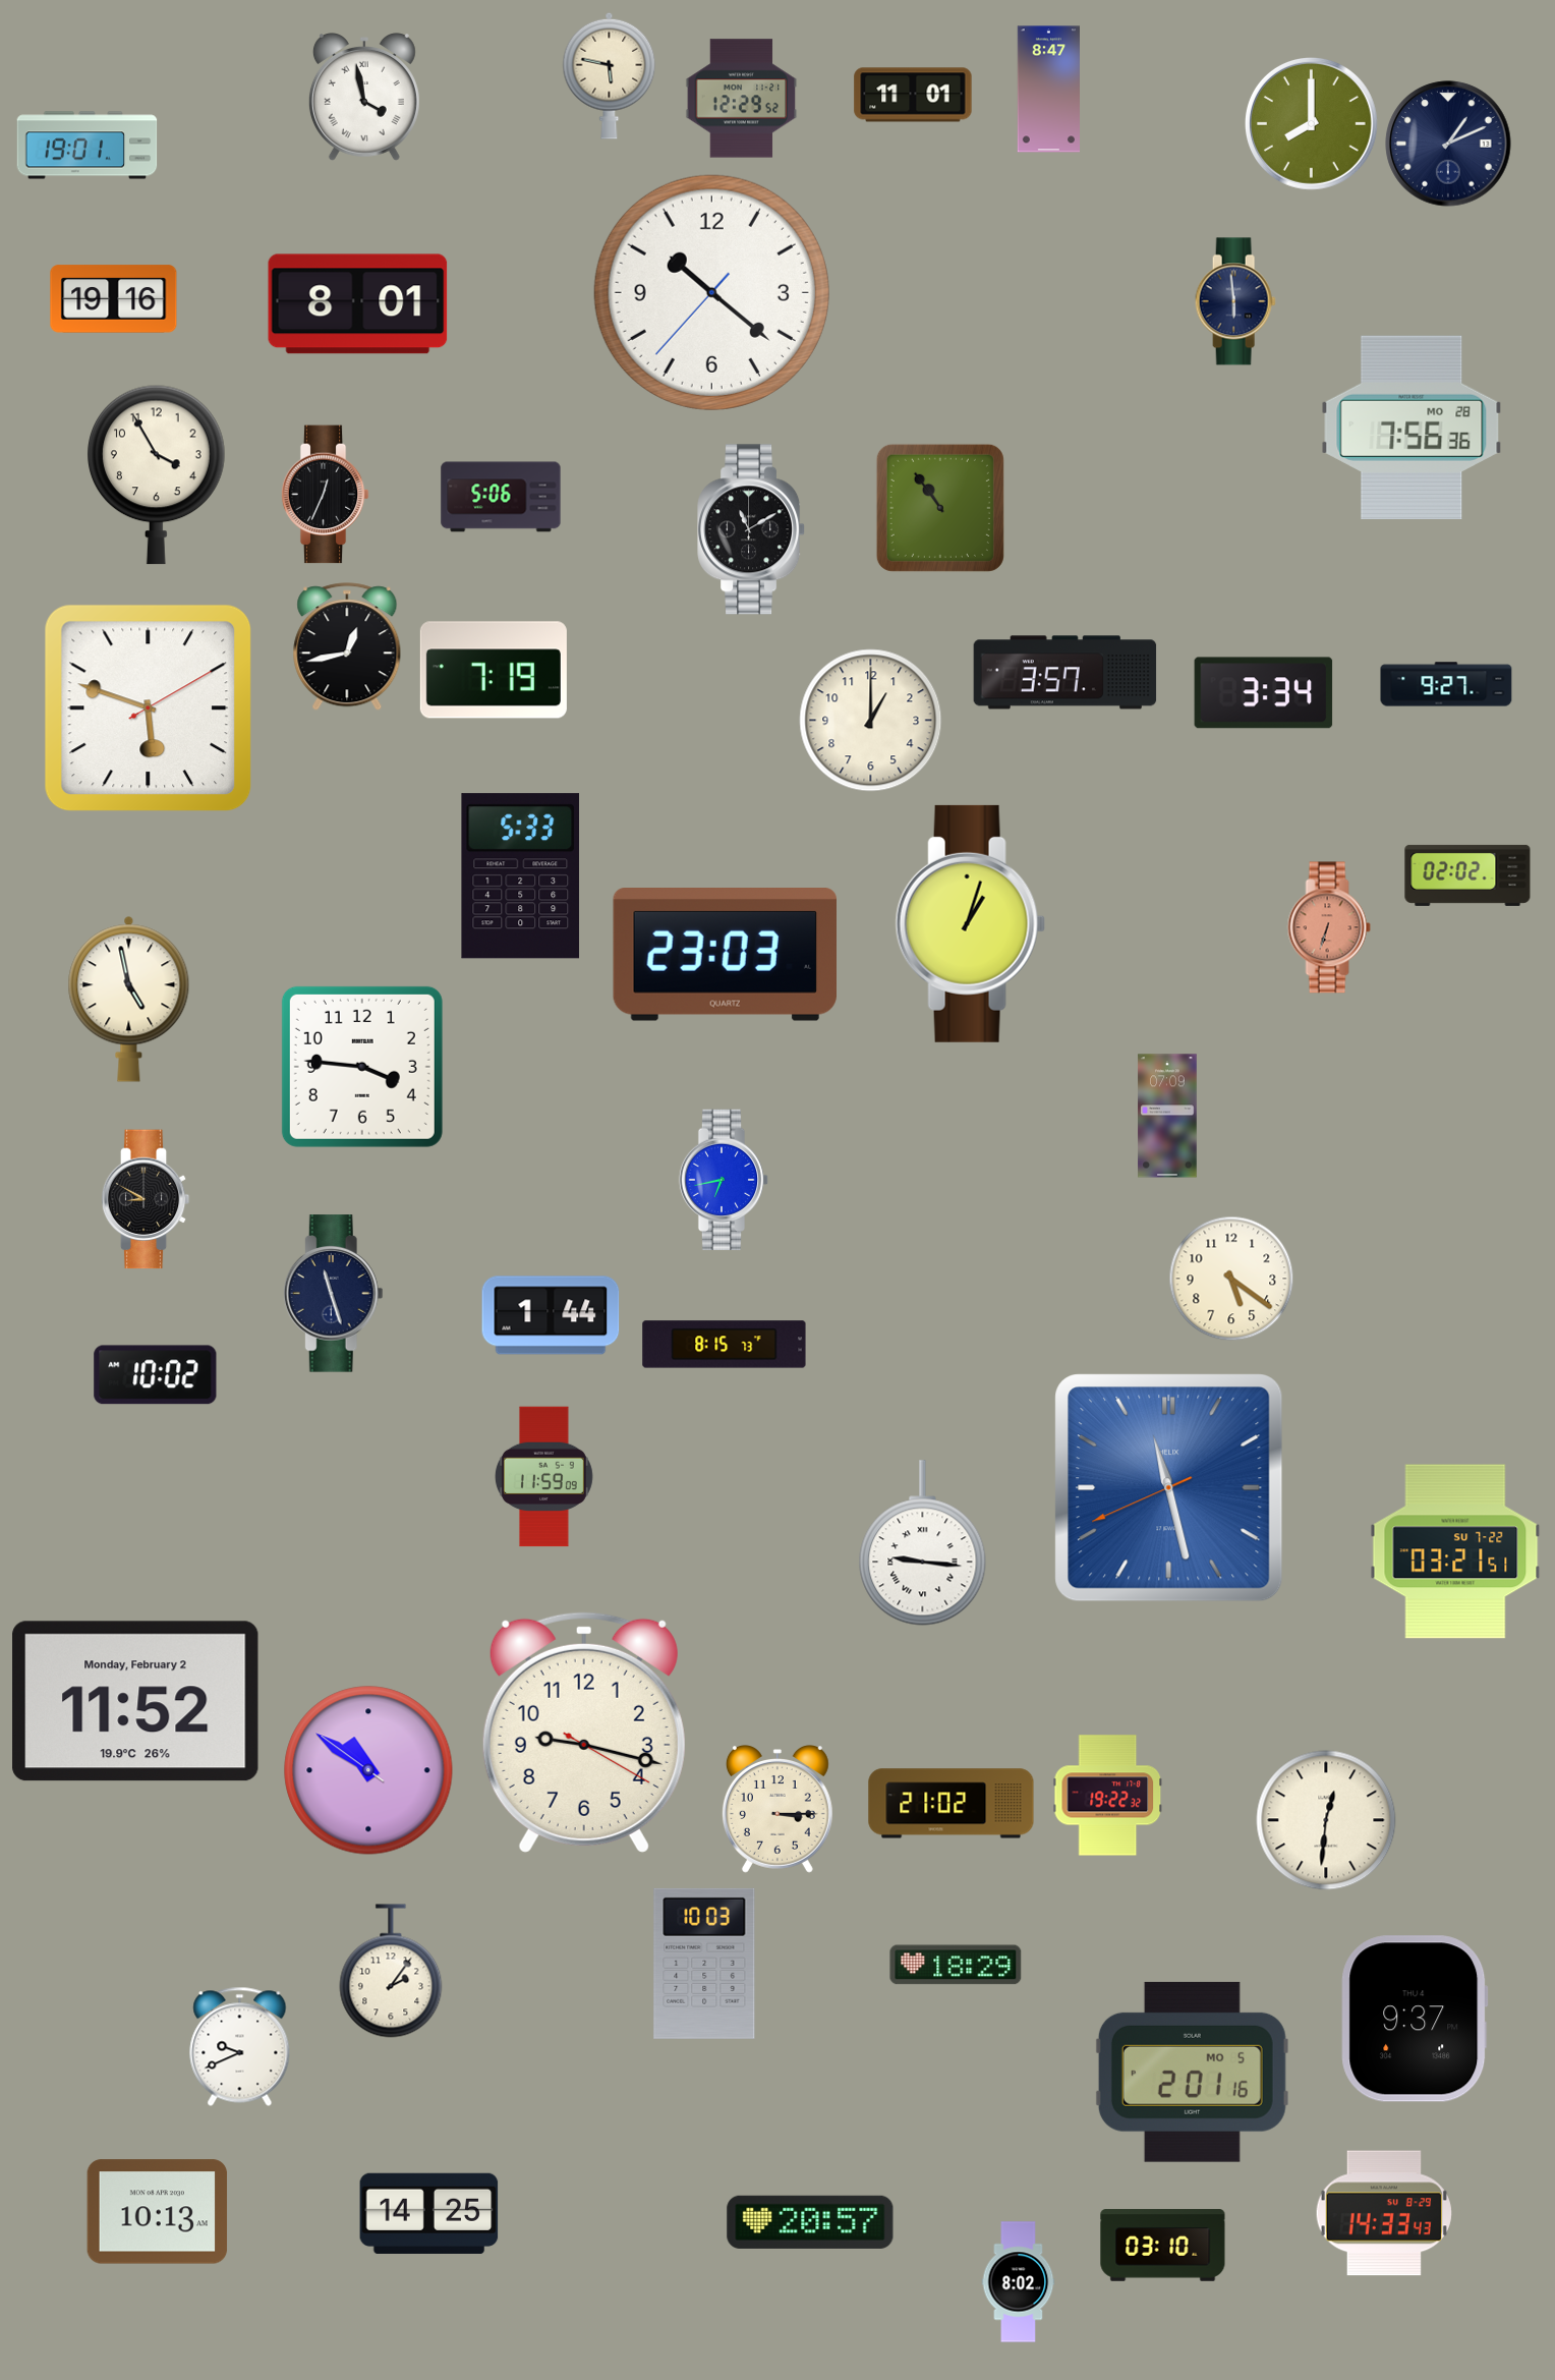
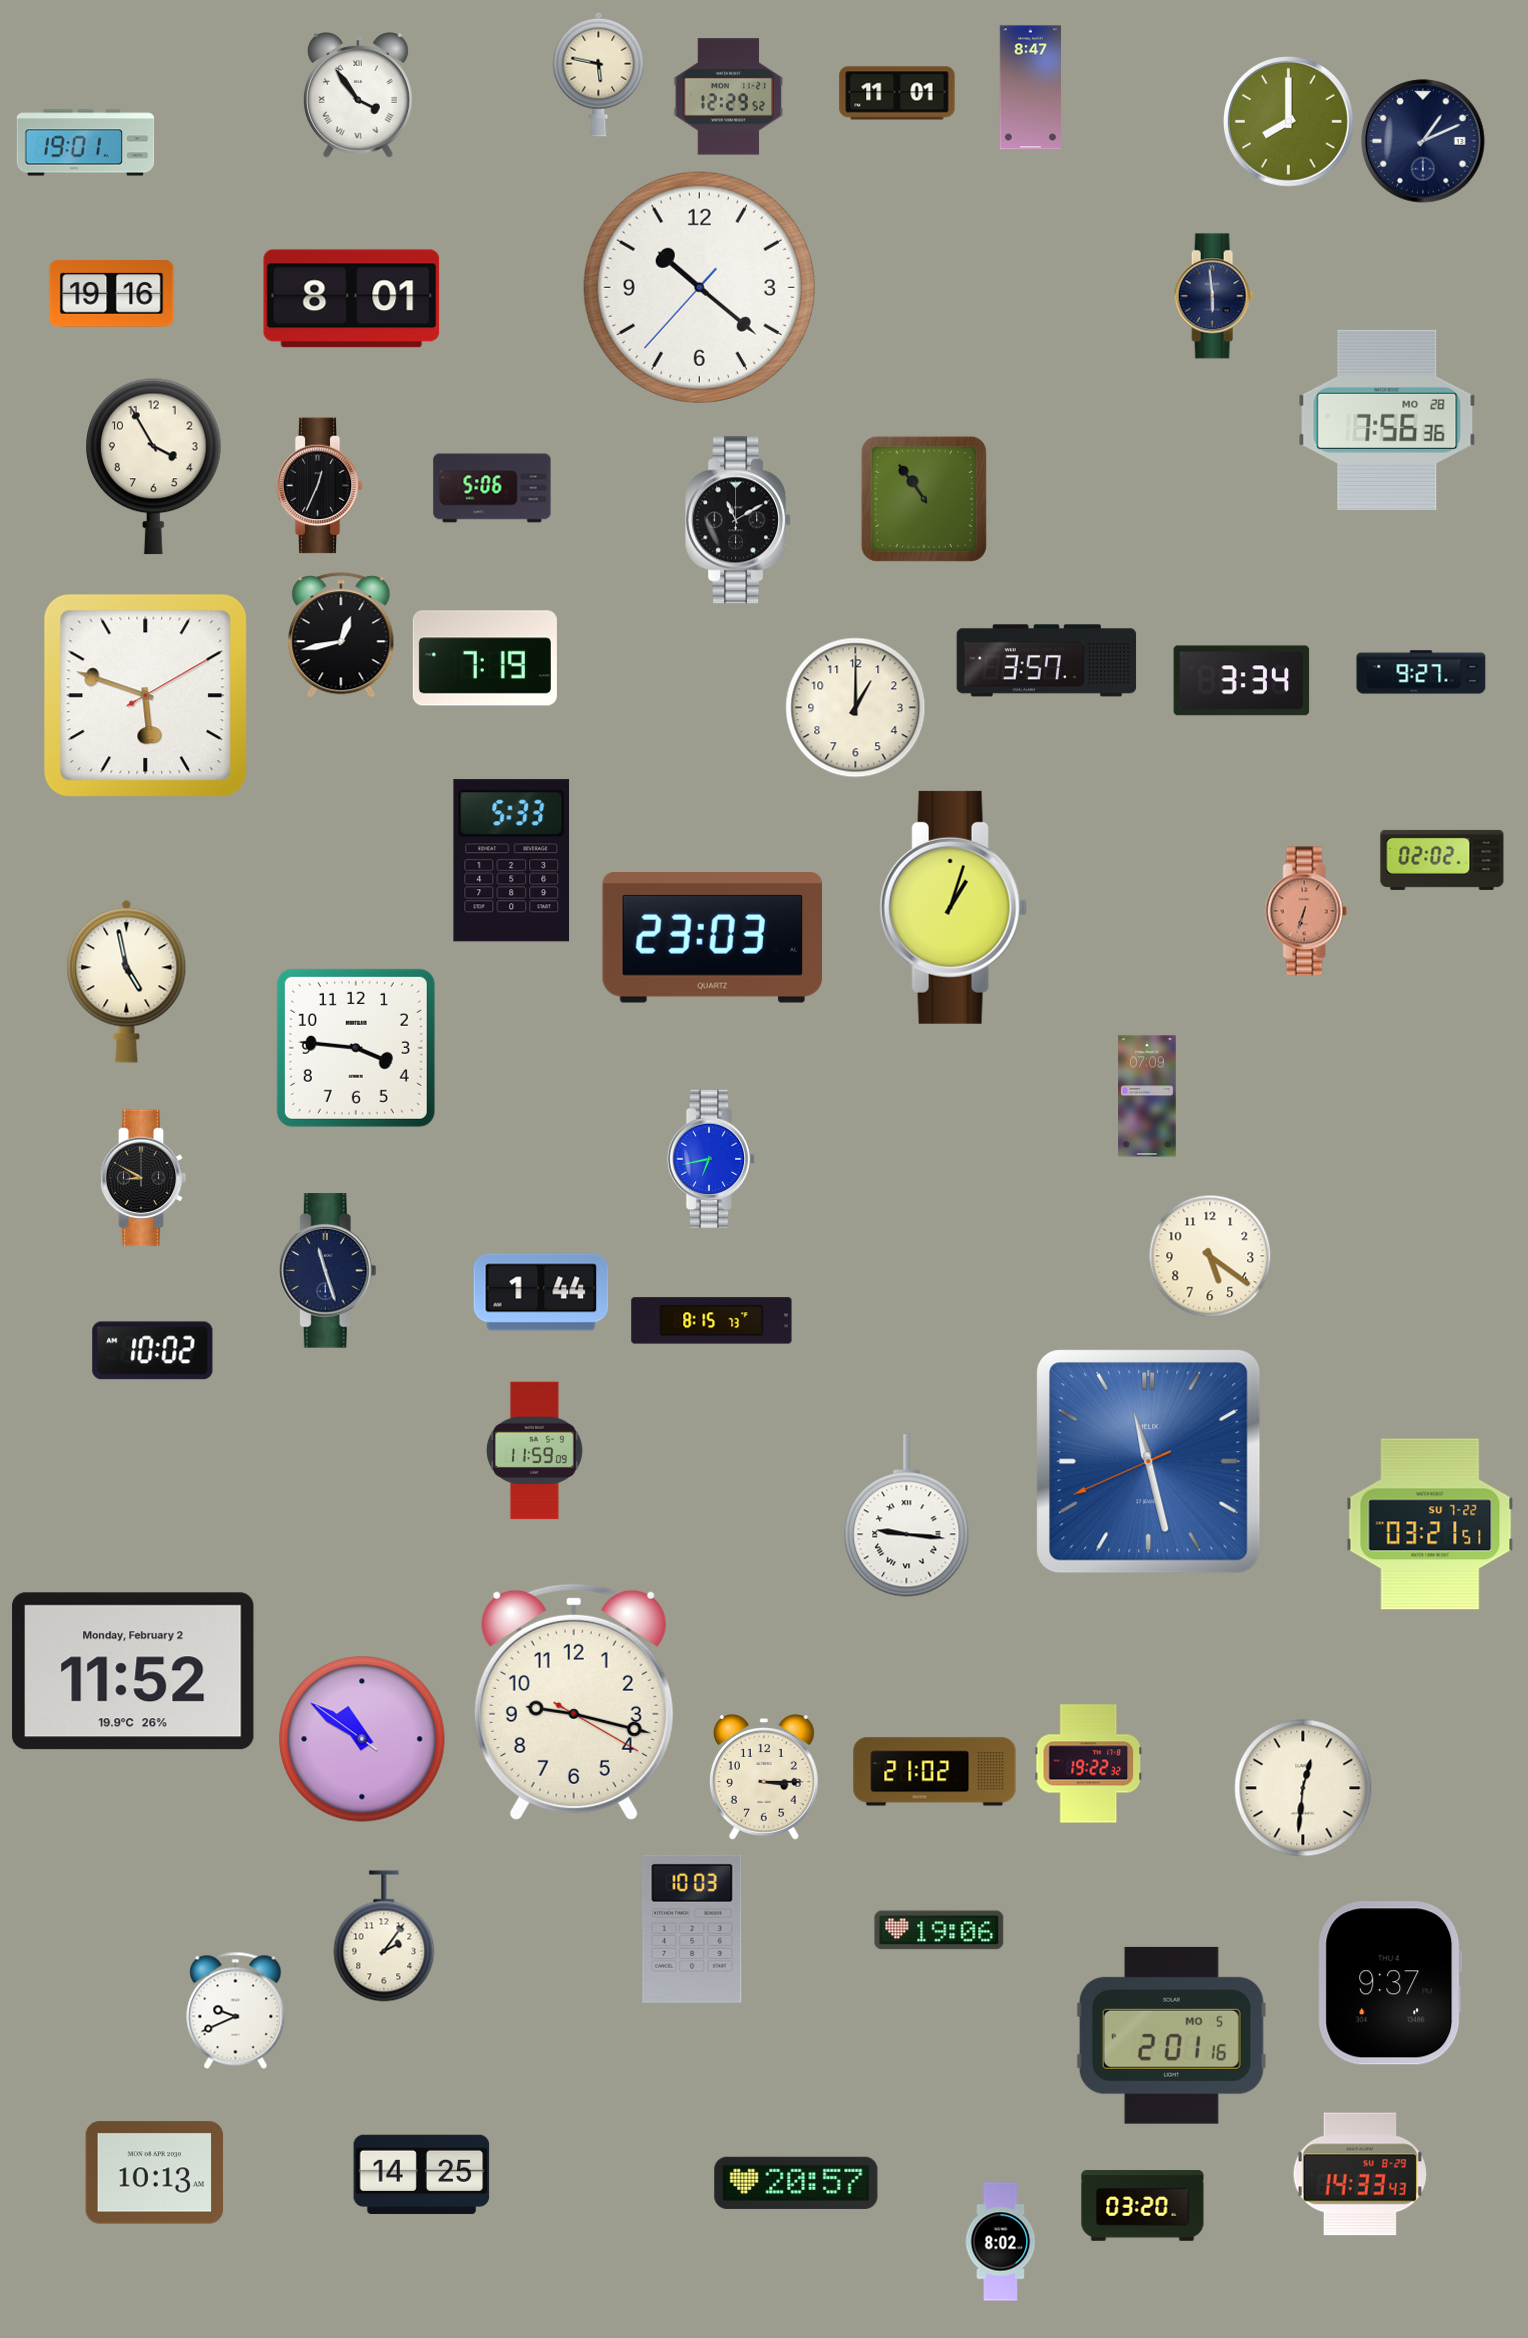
clock at (364, 98): 3:58 -> 3:54
clock at (956, 1965): 18:29 -> 19:06
clock at (1163, 2246): 03:10 -> 03:20
